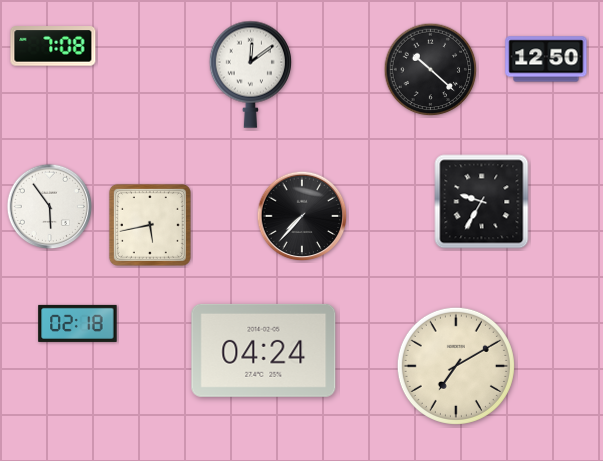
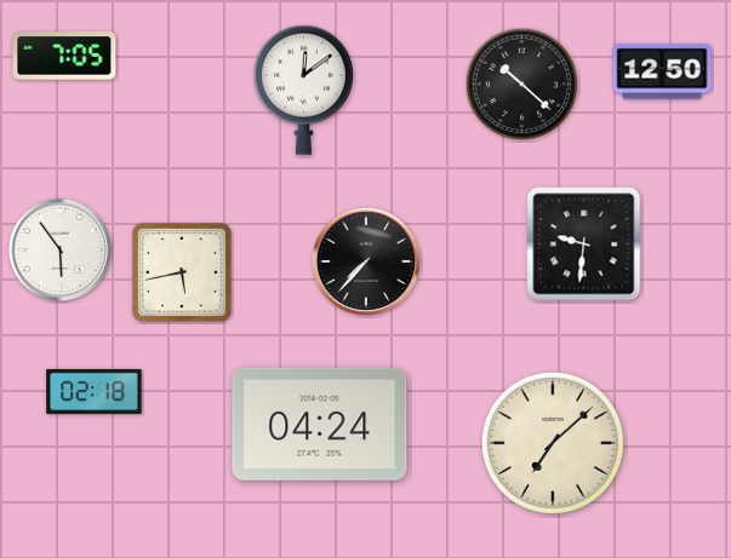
clock at (53, 46): 7:08 -> 7:05
clock at (482, 202): 9:35 -> 9:31
clock at (456, 366): 7:10 -> 7:08
